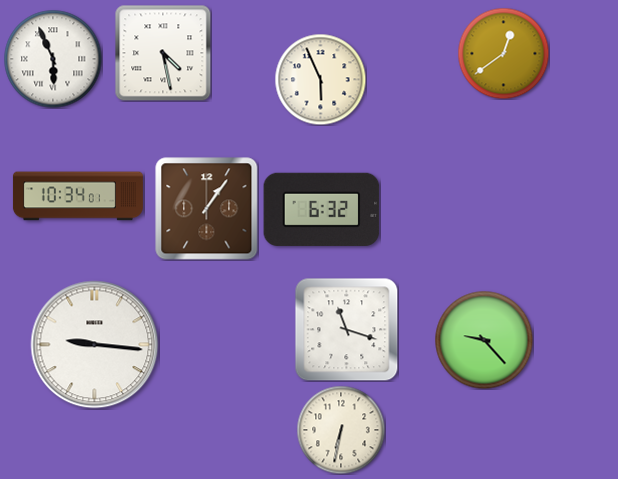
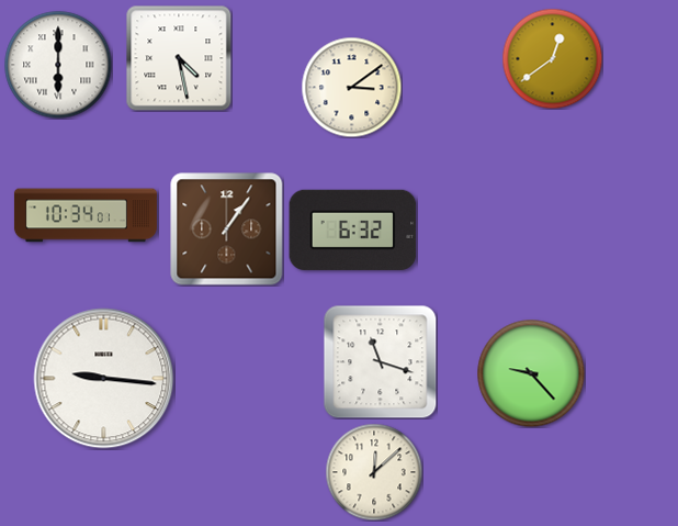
clock at (53, 59): 5:56 -> 6:00
clock at (320, 79): 5:56 -> 3:09
clock at (341, 430): 6:32 -> 12:08
